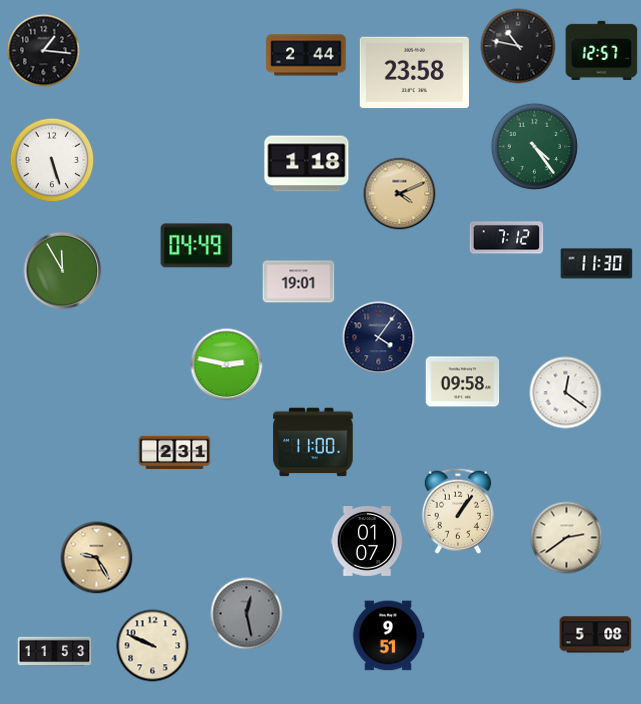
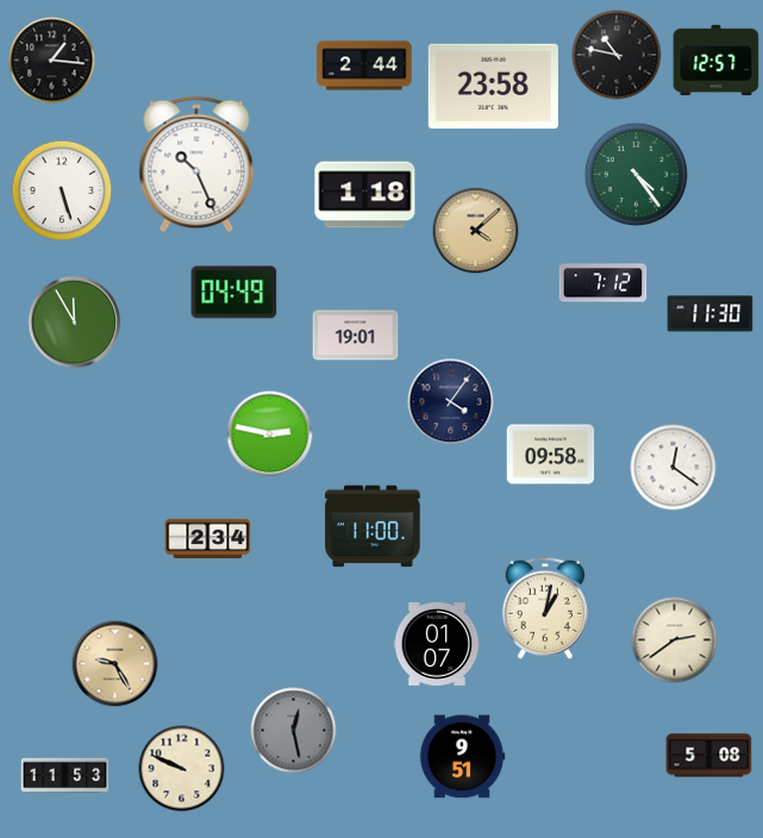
clock at (196, 164): none -> 10:26
clock at (400, 194): 4:11 -> 4:08
clock at (175, 453): 2:31 -> 2:34
clock at (458, 511): 1:06 -> 1:02
